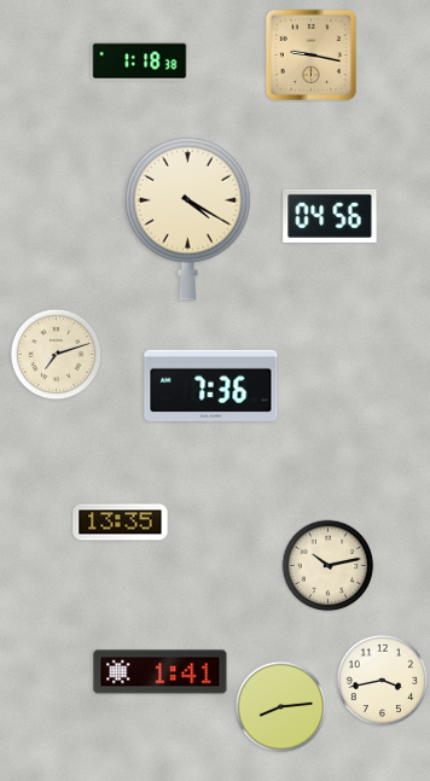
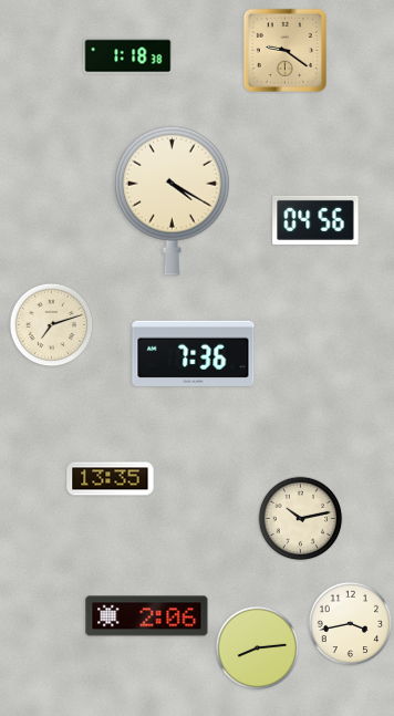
clock at (310, 54): 9:17 -> 9:21
clock at (330, 216) position: (330, 216) -> (315, 220)
clock at (161, 672): 1:41 -> 2:06
